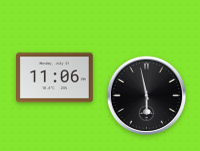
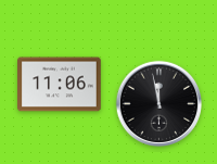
clock at (146, 95): 5:58 -> 11:58
